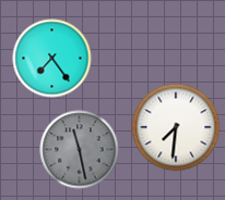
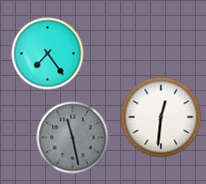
clock at (176, 127): 7:31 -> 12:31
